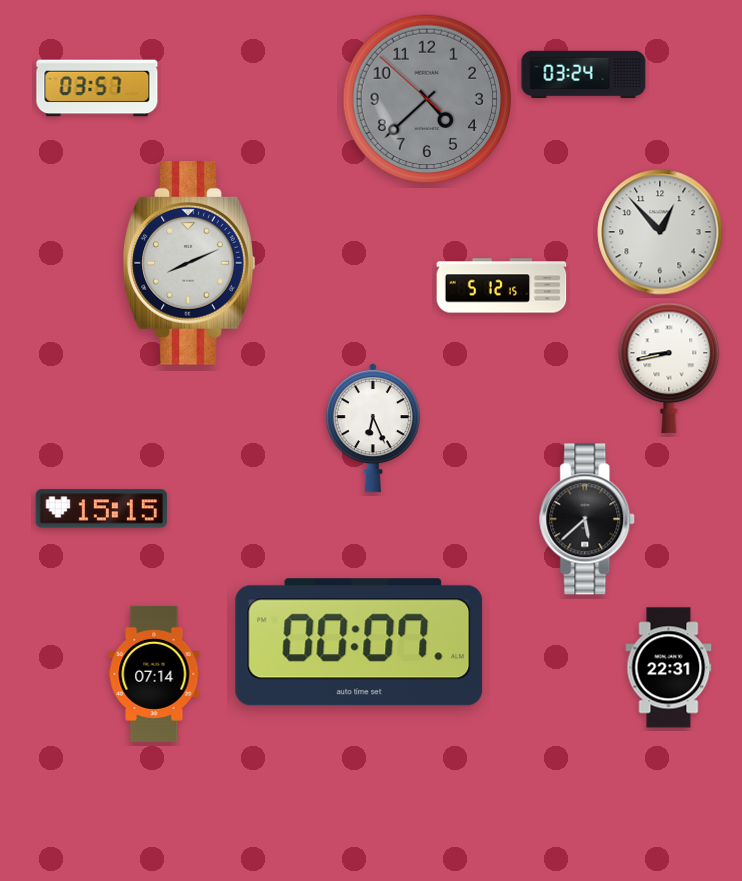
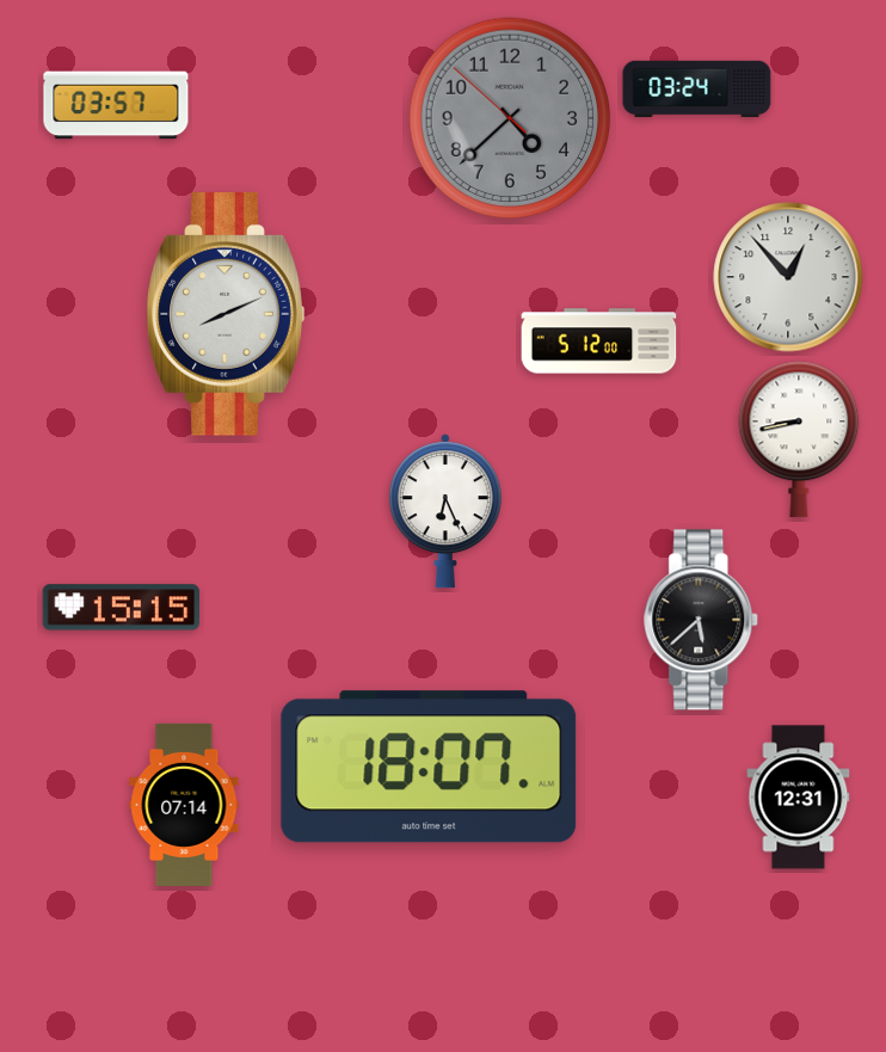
clock at (502, 286): 5:12:15 -> 5:12:00
clock at (359, 642): 00:07 -> 18:07
clock at (669, 668): 22:31 -> 12:31
